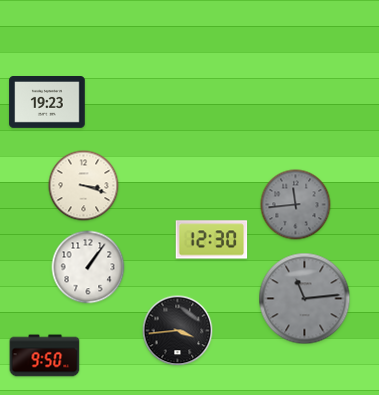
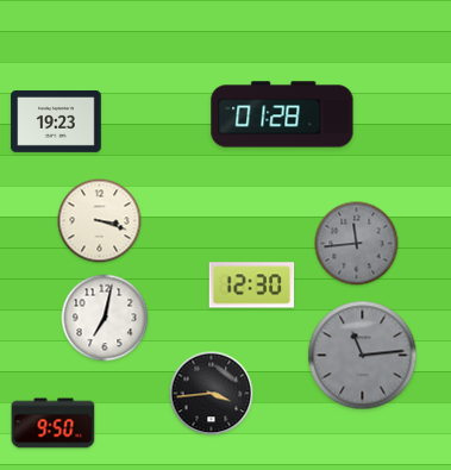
clock at (282, 114): none -> 01:28
clock at (296, 205) position: (296, 205) -> (357, 244)
clock at (88, 267): 1:06 -> 7:02
